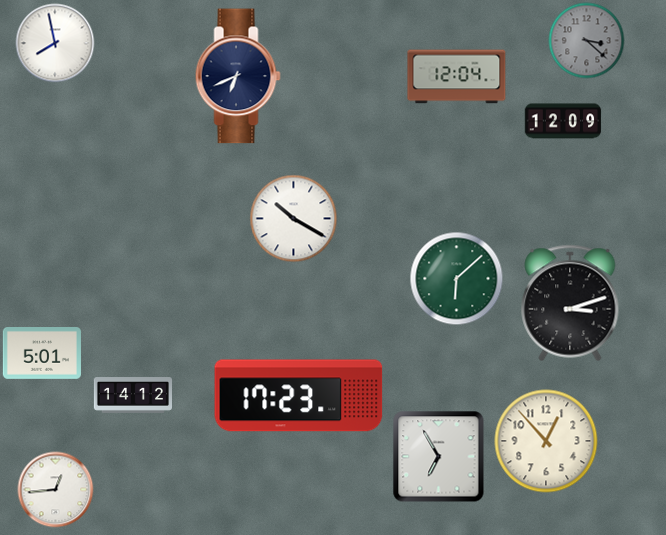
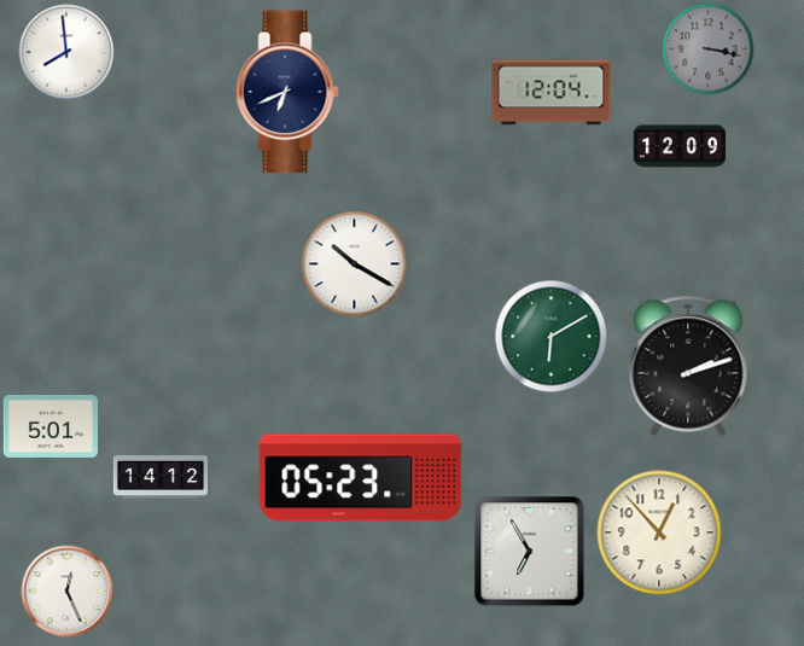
clock at (587, 41): 3:22 -> 3:17
clock at (55, 43): 7:58 -> 7:59
clock at (457, 279): 6:08 -> 6:10
clock at (570, 303): 3:12 -> 2:12
clock at (299, 396): 17:23 -> 05:23
clock at (56, 490): 12:44 -> 12:26
